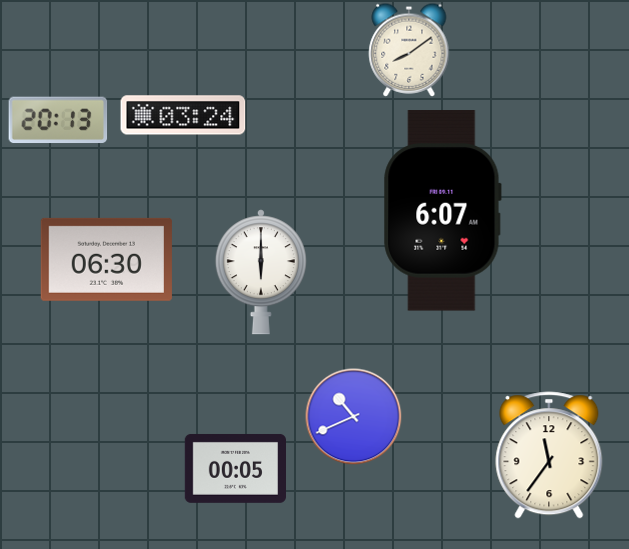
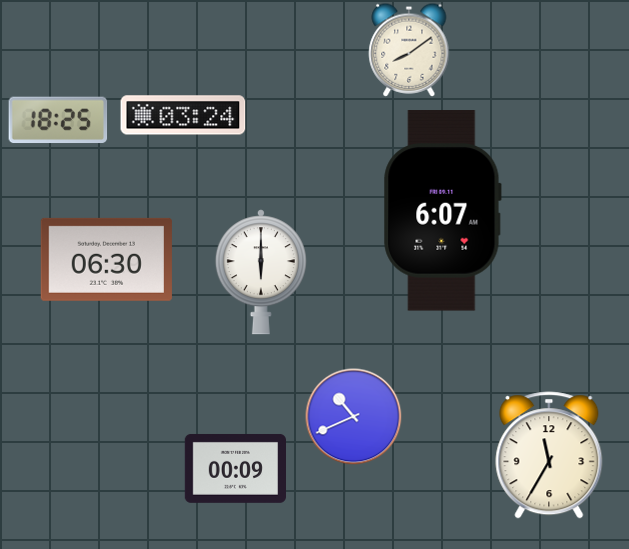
clock at (58, 120): 20:13 -> 18:25
clock at (549, 455): 11:36 -> 11:35
clock at (235, 468): 00:05 -> 00:09
